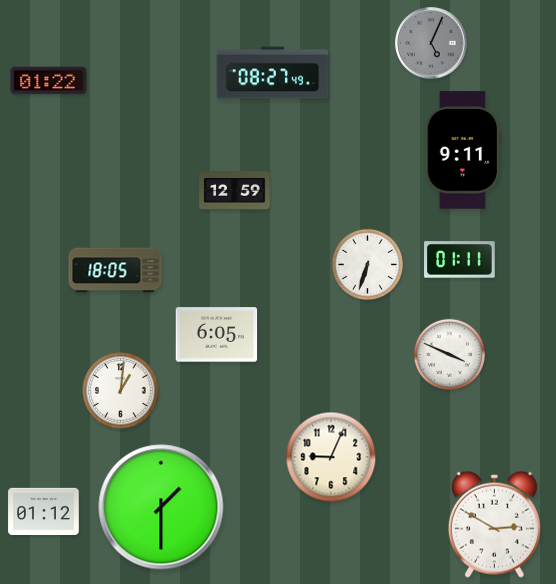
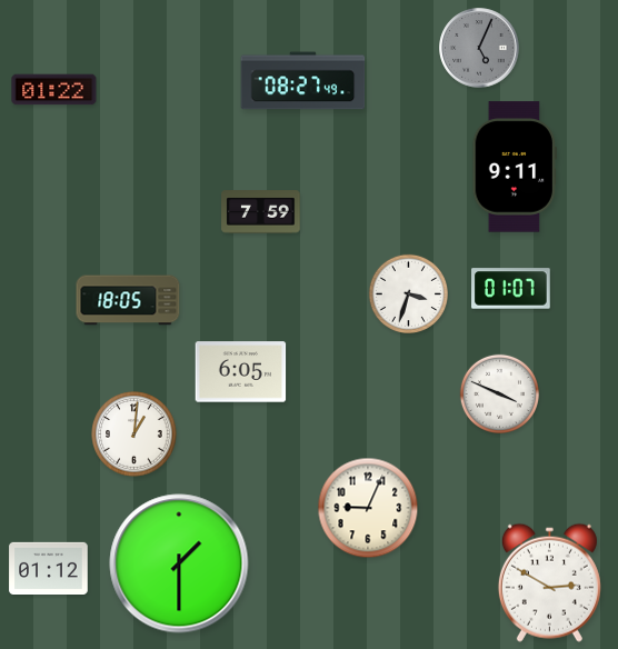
clock at (235, 191): 12:59 -> 7:59
clock at (460, 260): 01:11 -> 01:07
clock at (367, 264): 6:33 -> 3:33
